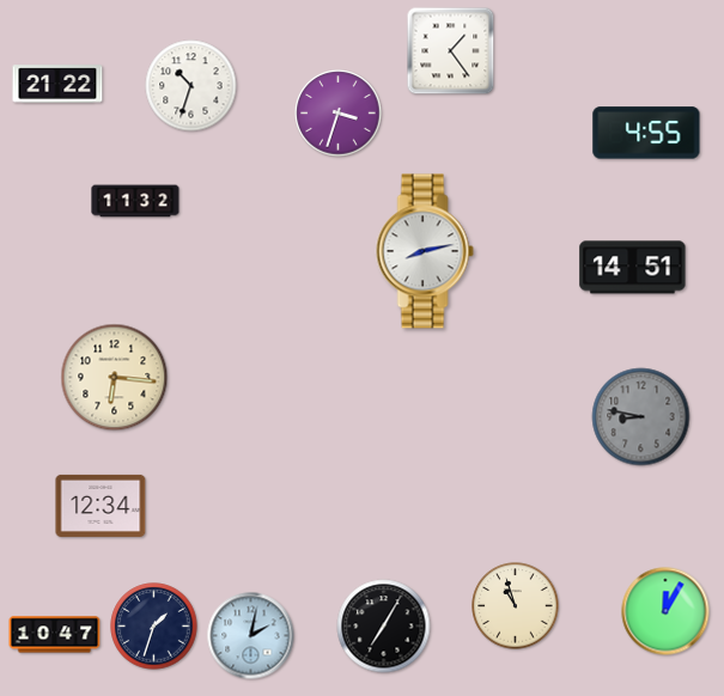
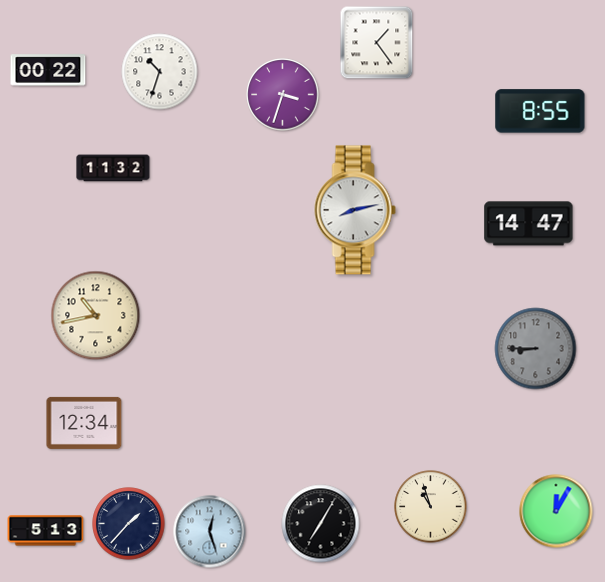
clock at (57, 84): 21:22 -> 00:22
clock at (646, 133): 4:55 -> 8:55
clock at (633, 268): 14:51 -> 14:47
clock at (115, 378): 6:16 -> 10:43
clock at (641, 417): 8:47 -> 8:45
clock at (154, 627): 1:33 -> 1:37
clock at (55, 635): 10:47 -> 5:13
clock at (251, 636): 2:02 -> 12:27
